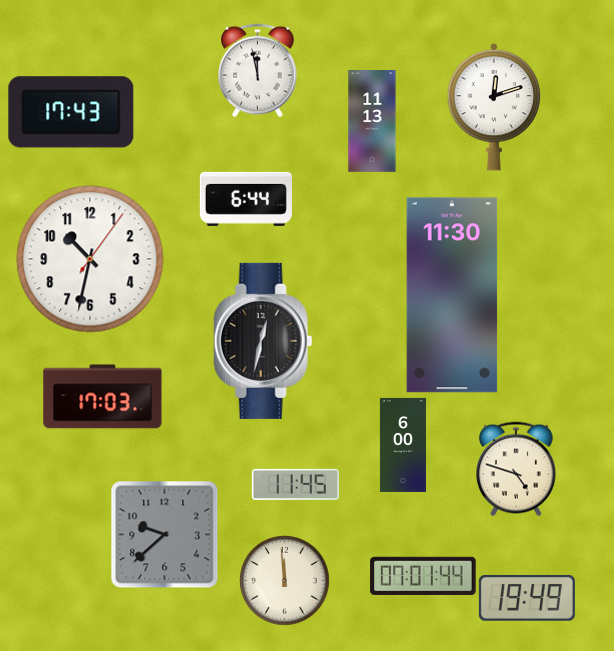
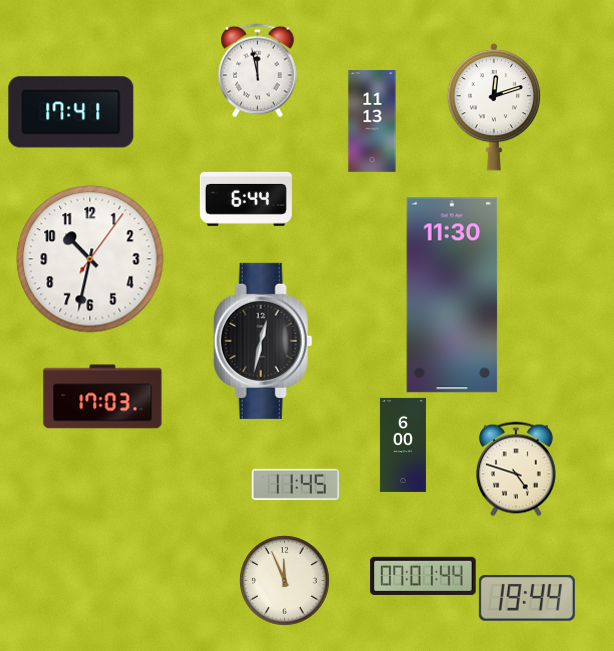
clock at (71, 112): 17:43 -> 17:41
clock at (164, 534): 9:38 -> none
clock at (284, 580): 11:59 -> 11:56
clock at (527, 598): 19:49 -> 19:44
